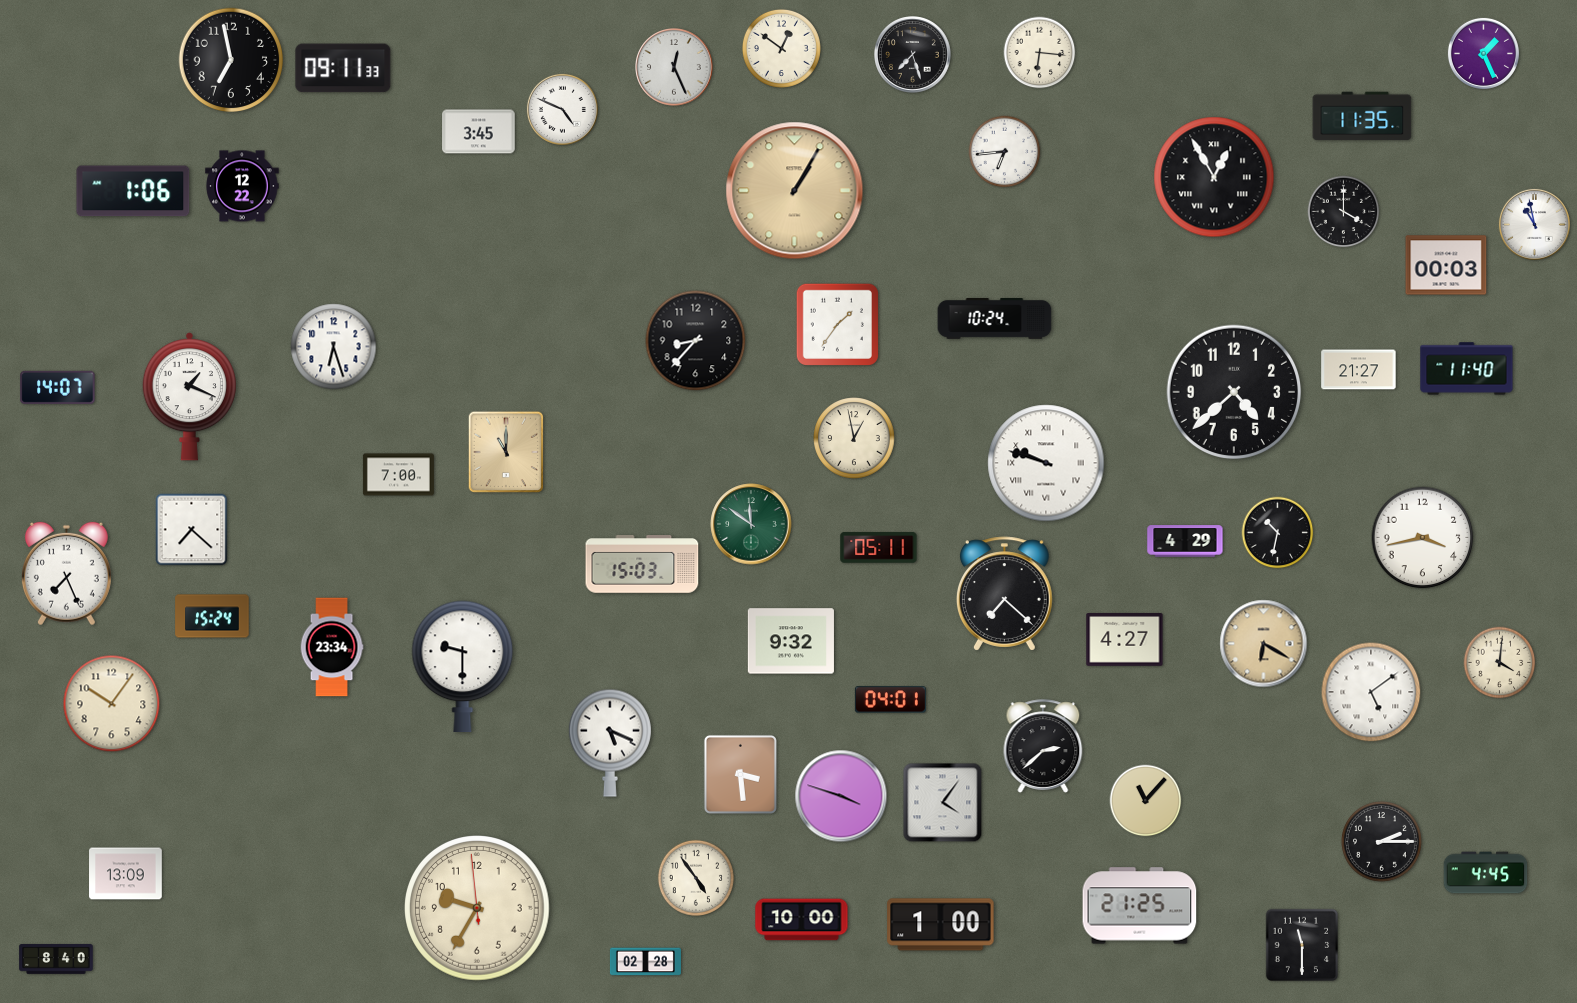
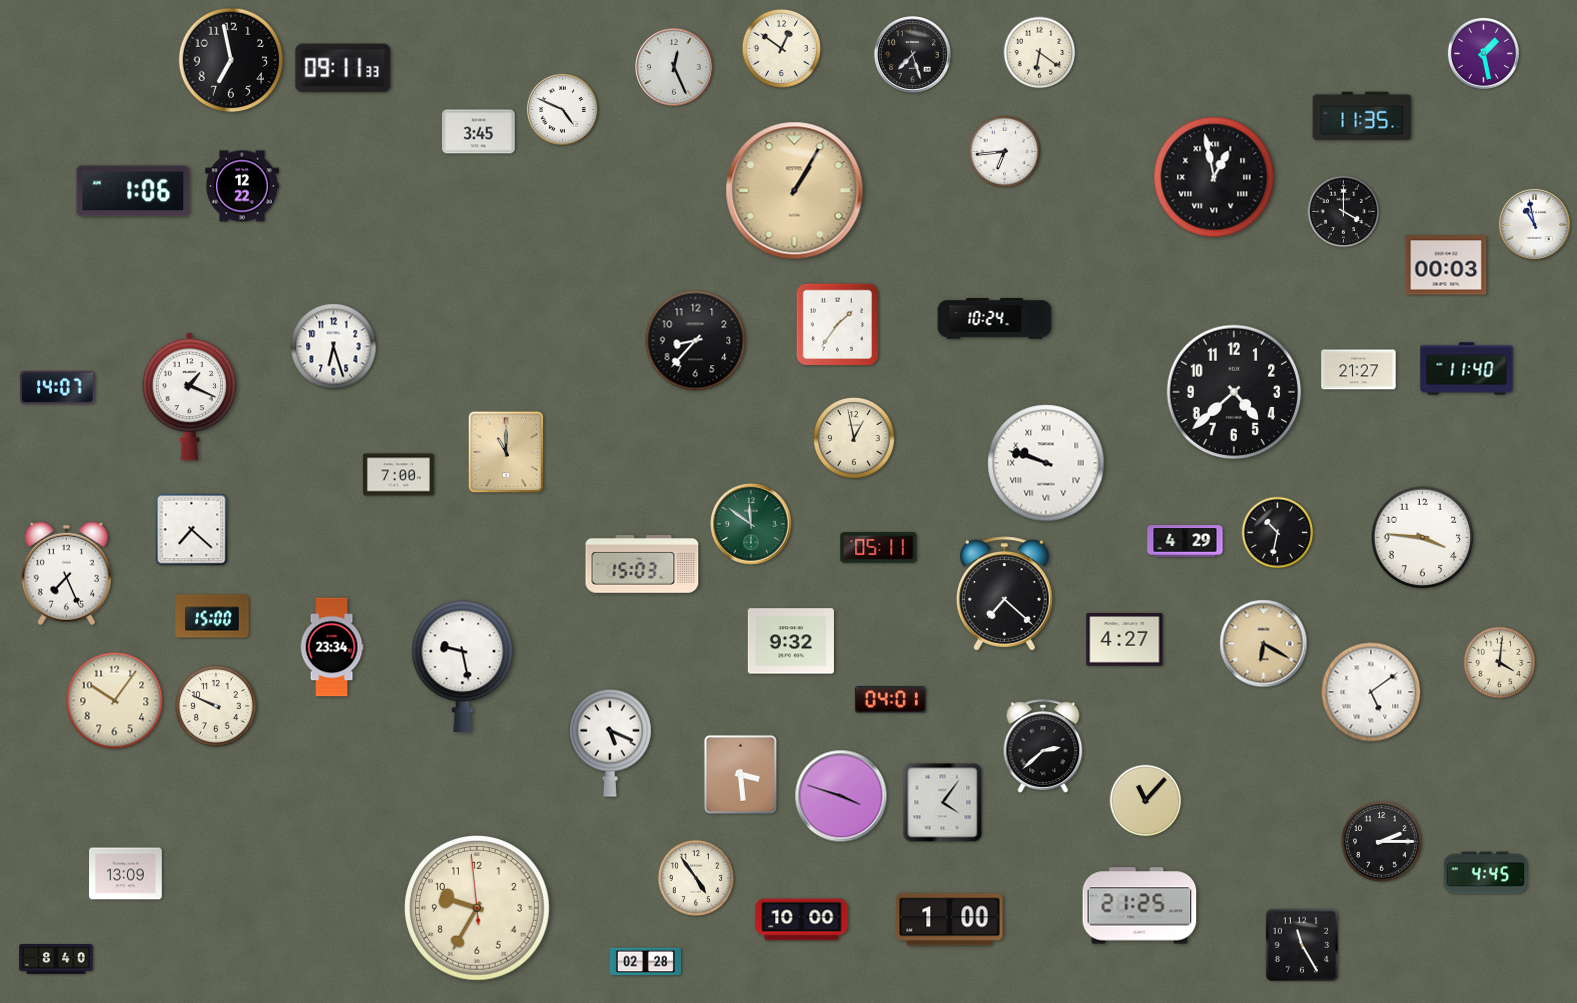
clock at (1040, 53): 6:16 -> 6:21
clock at (1483, 53): 1:26 -> 1:28
clock at (1214, 177): 12:55 -> 12:58
clock at (1423, 538): 3:43 -> 3:46
clock at (212, 616): 15:24 -> 15:00
clock at (463, 667): 9:30 -> 9:28
clock at (112, 704) position: (112, 704) -> (115, 701)
clock at (216, 706): none -> 9:49
clock at (941, 925) position: (941, 925) -> (950, 920)
clock at (1302, 945): 11:30 -> 11:25
